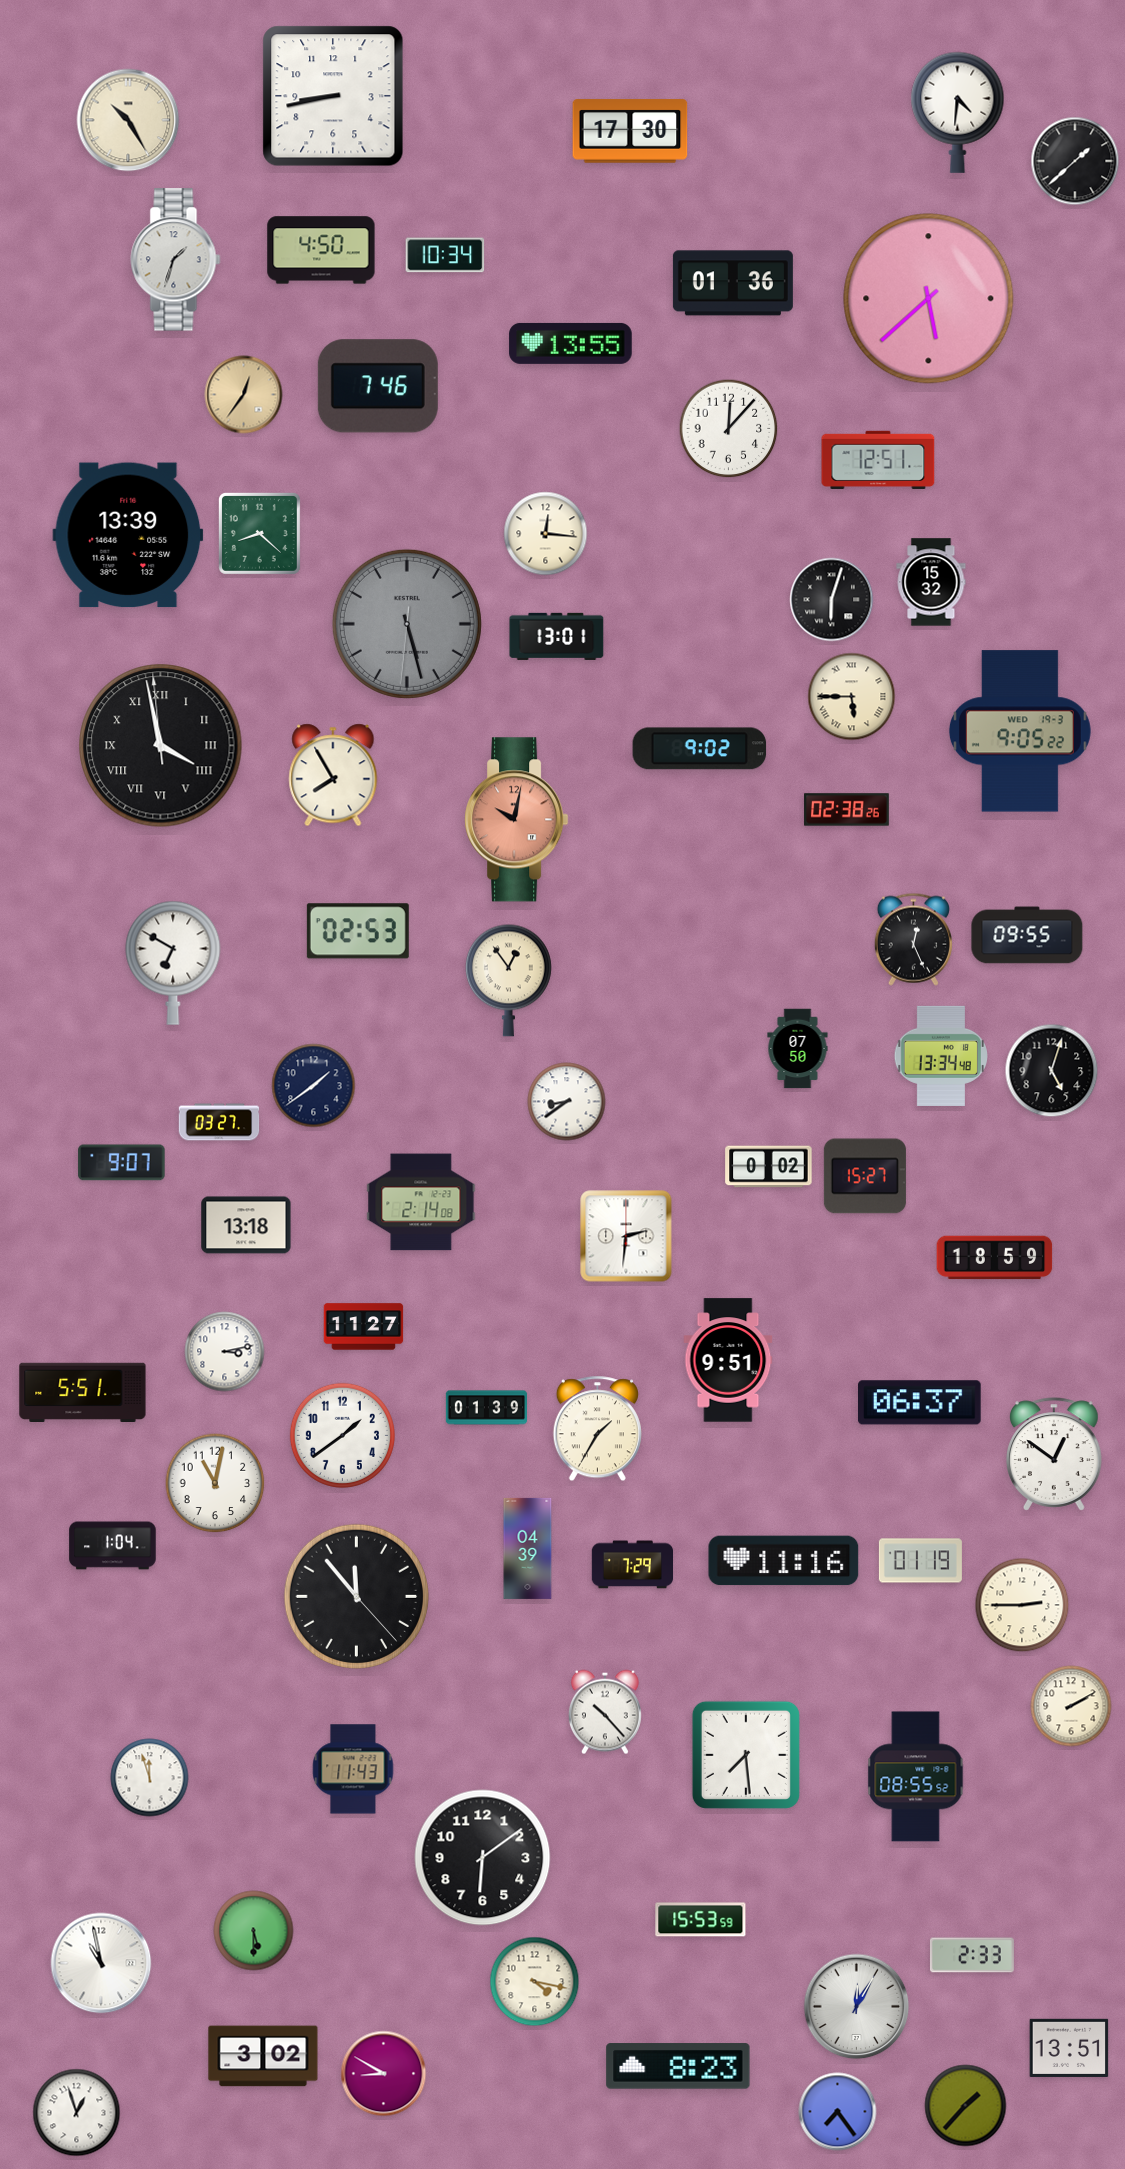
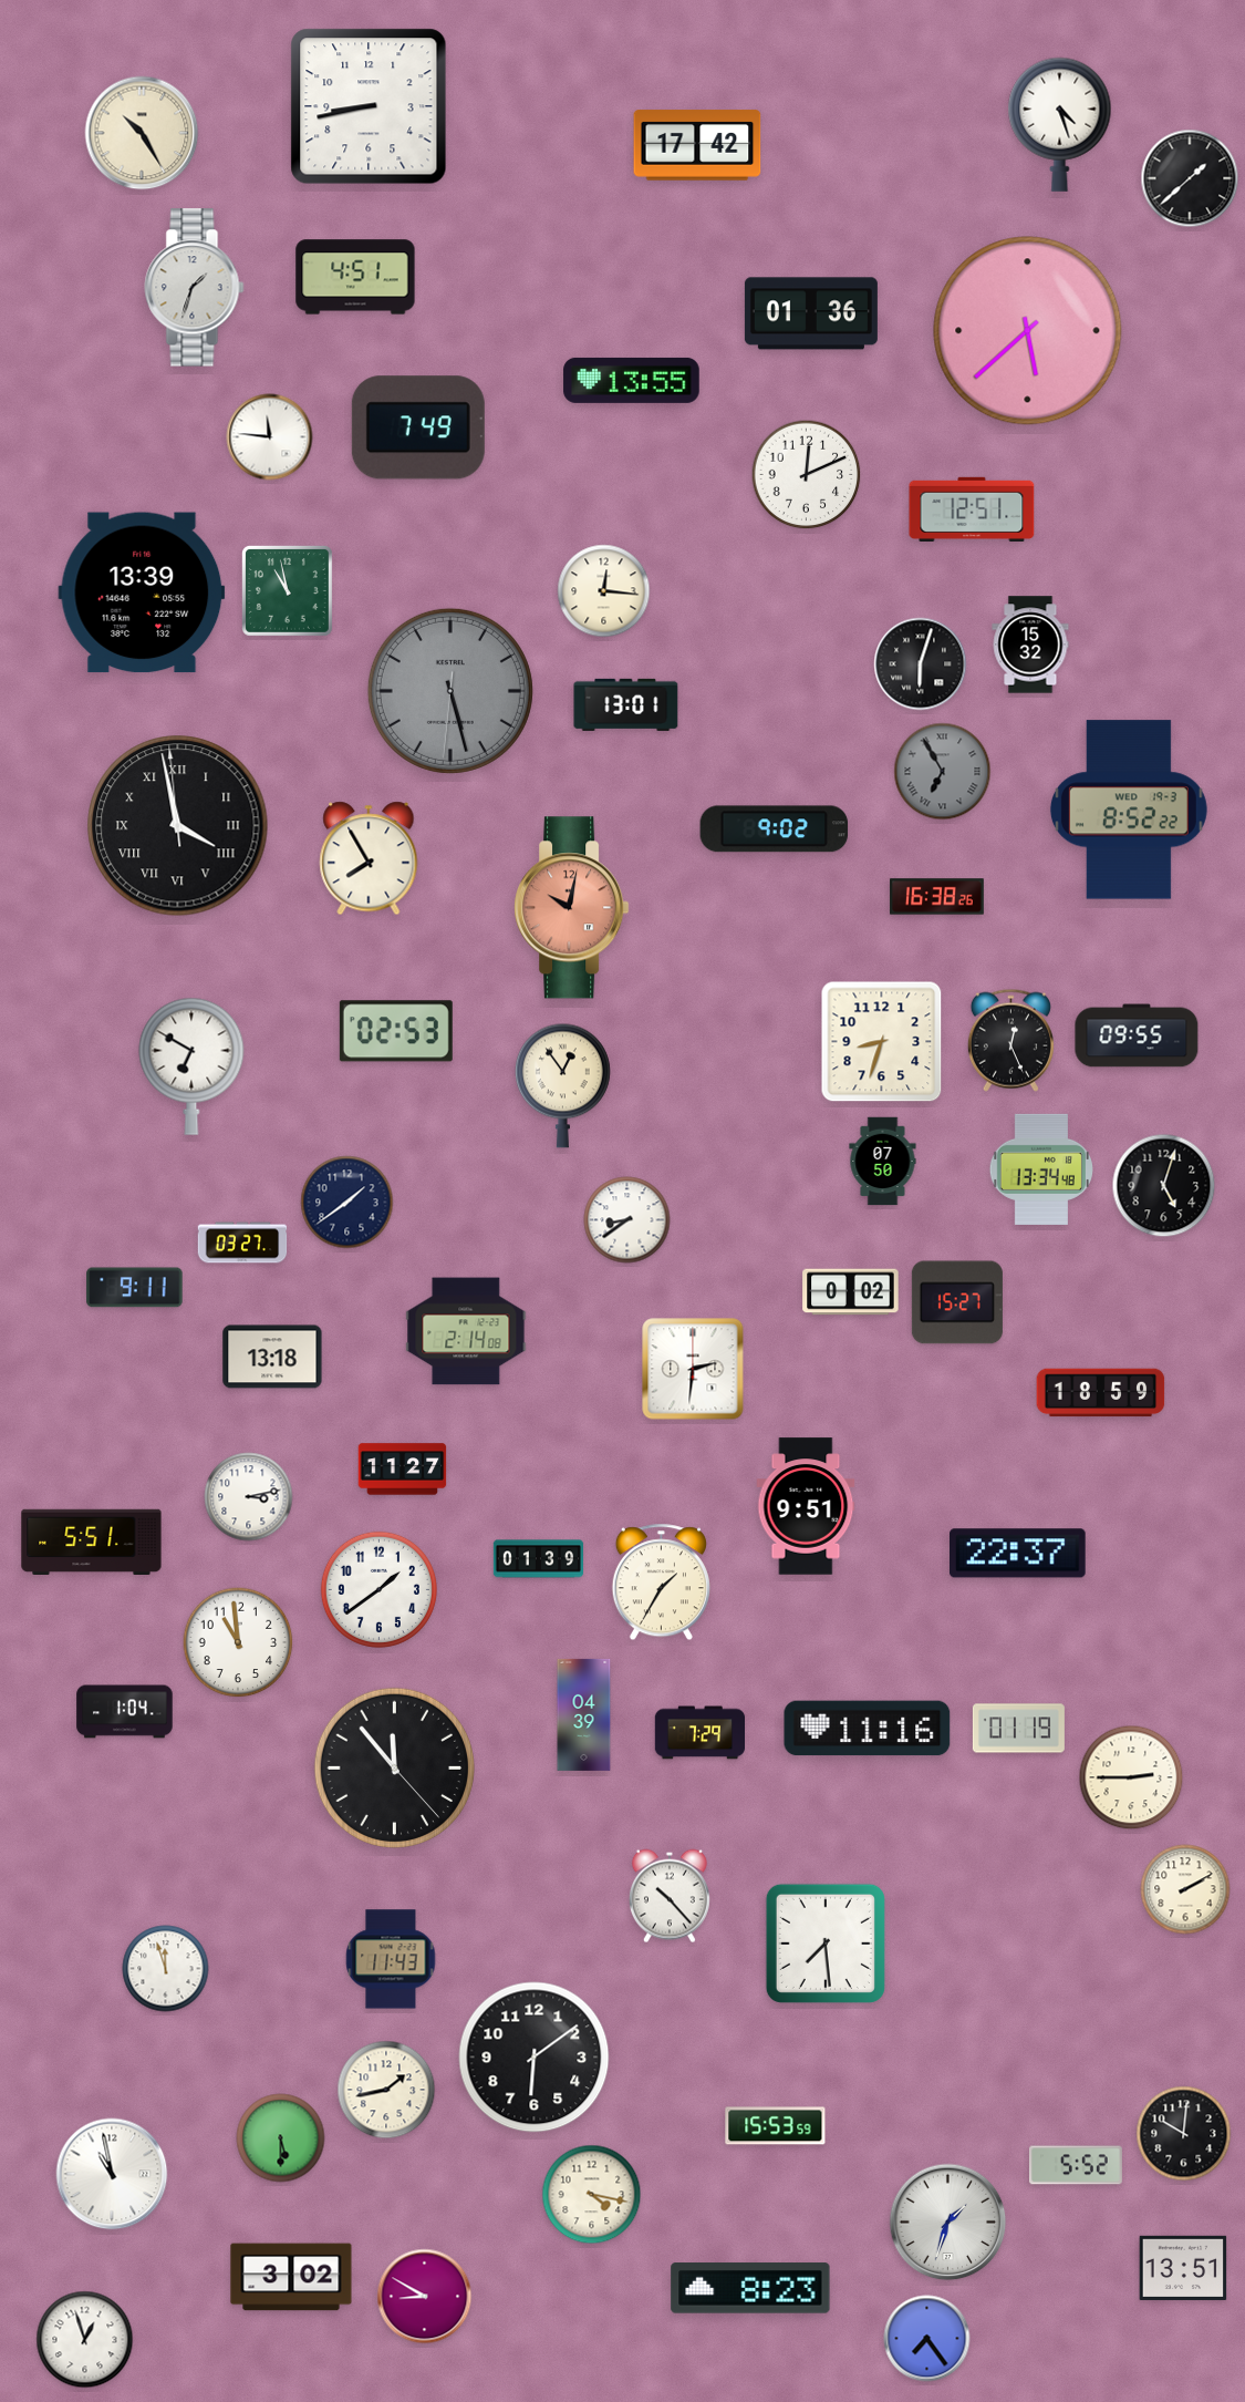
clock at (958, 112): 4:31 -> 4:27
clock at (630, 131): 17:30 -> 17:42
clock at (321, 250): 4:50 -> 4:51
clock at (445, 255): 10:34 -> none
clock at (378, 386): 7:46 -> 7:49
clock at (244, 395): 12:36 -> 11:46
clock at (244, 395) dial: champagne -> white
clock at (729, 429): 12:07 -> 12:11
clock at (259, 533): 8:22 -> 10:58
clock at (557, 636) position: (557, 636) -> (626, 704)
clock at (852, 697): 5:45 -> 6:55
clock at (852, 697) dial: cream -> grey
clock at (1020, 731): 9:05 -> 8:52
clock at (847, 810): 02:38 -> 16:38
clock at (882, 1042): none -> 8:33
clock at (122, 1163): 9:07 -> 9:11
clock at (920, 1403): 06:37 -> 22:37
clock at (1055, 1454): 12:51 -> none
clock at (215, 1483): 11:02 -> 10:59
clock at (916, 1777): 08:55 -> none
clock at (386, 2090): none -> 1:43
clock at (1184, 2134): none -> 10:01
clock at (972, 1955): 2:33 -> 5:52
clock at (857, 2007): 12:05 -> 1:33
clock at (966, 2106): 1:37 -> none
